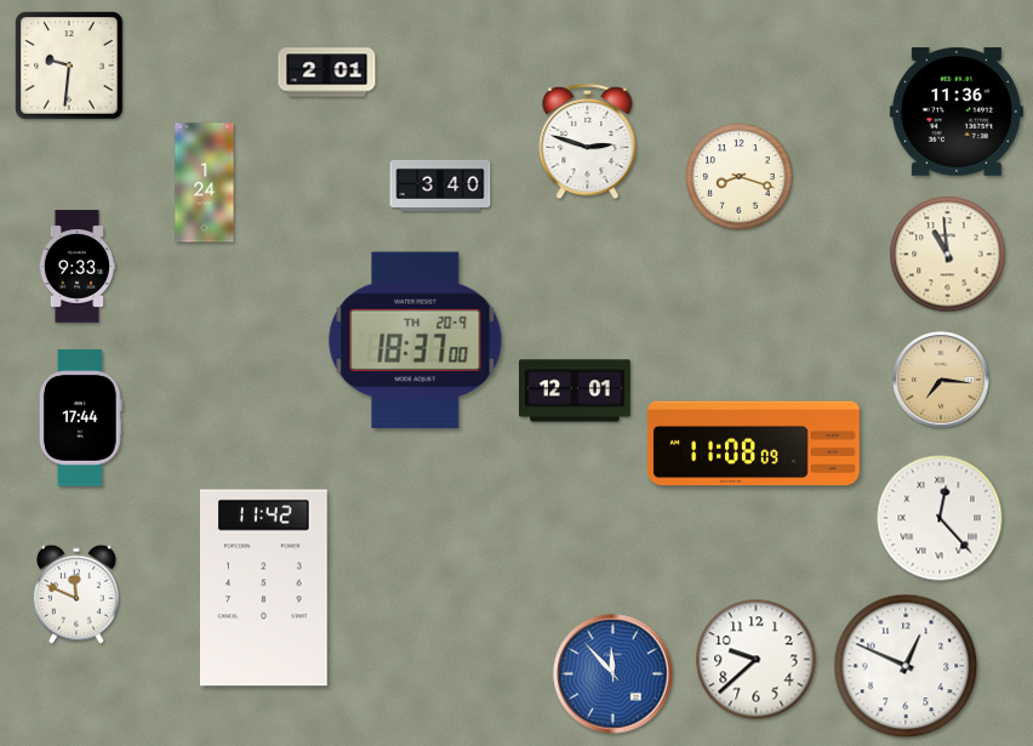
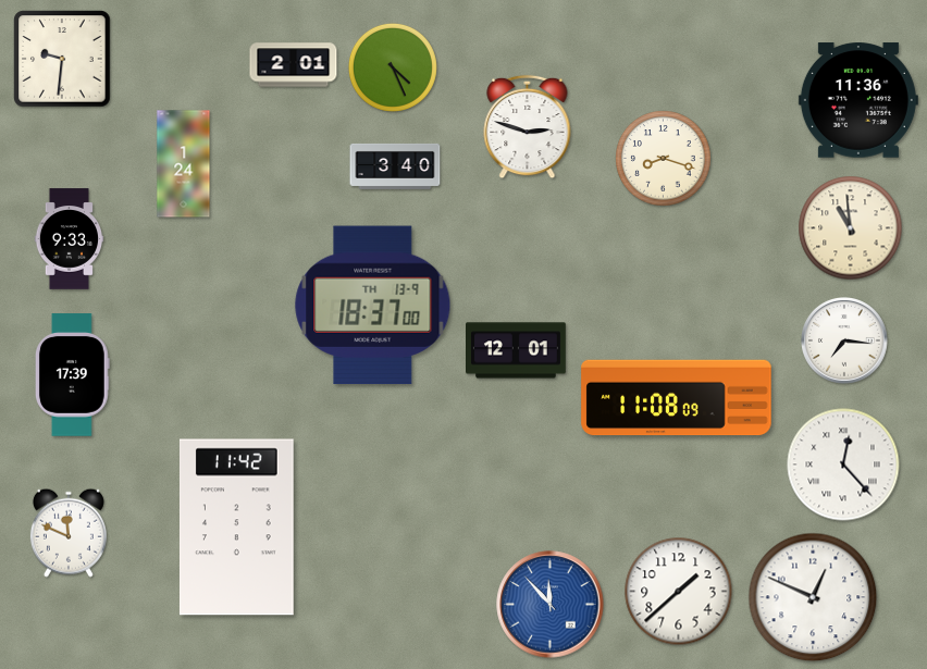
clock at (393, 67): none -> 4:26
clock at (416, 341) date: TH 20-9 -> TH 13-9
clock at (942, 381) dial: champagne -> white
clock at (81, 418): 17:44 -> 17:39
clock at (757, 660): 9:38 -> 1:38
